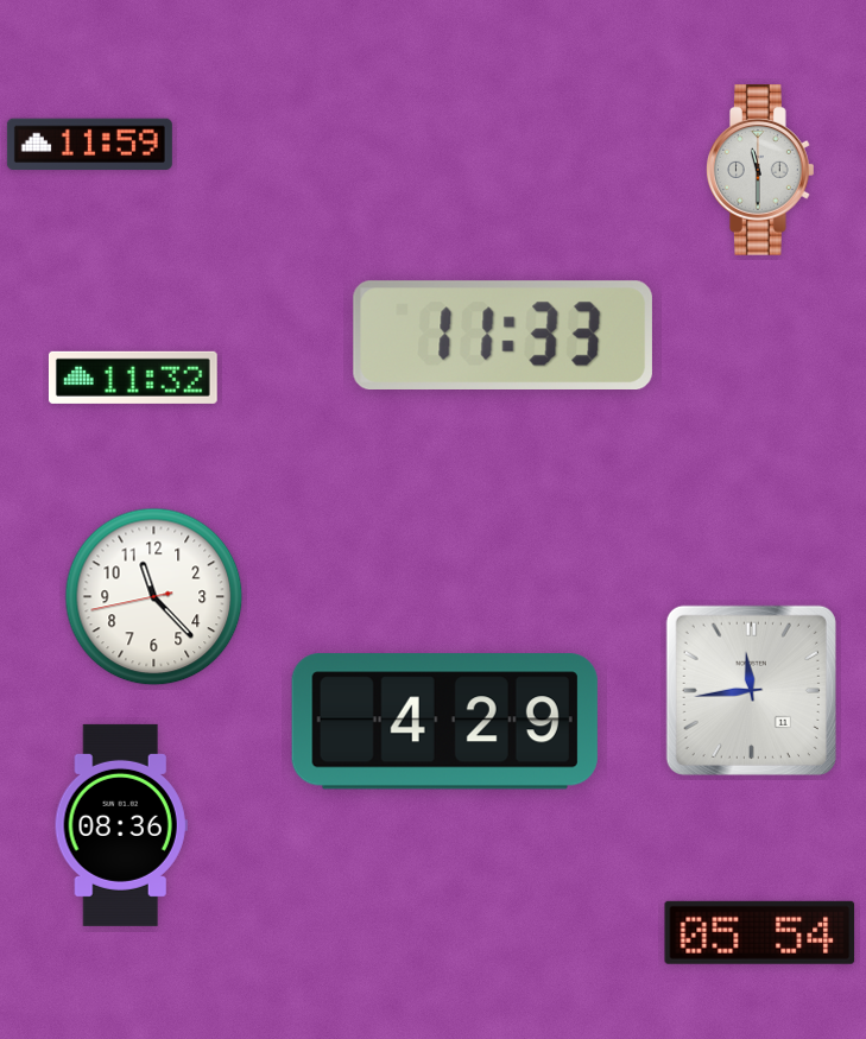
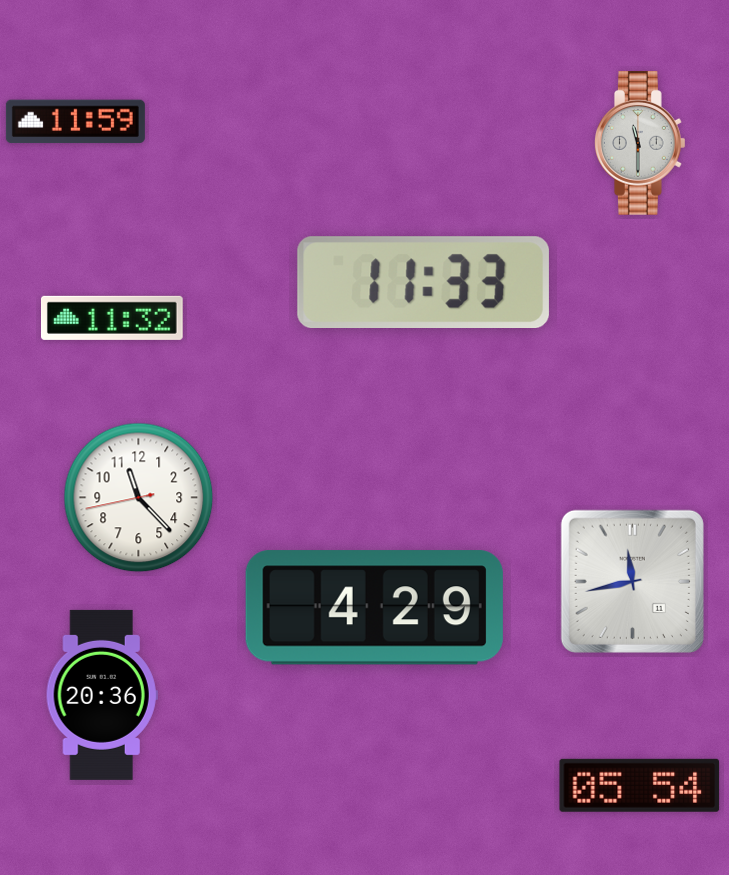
clock at (154, 597) position: (154, 597) -> (139, 498)
clock at (751, 690): 11:44 -> 11:43
clock at (121, 825): 08:36 -> 20:36
